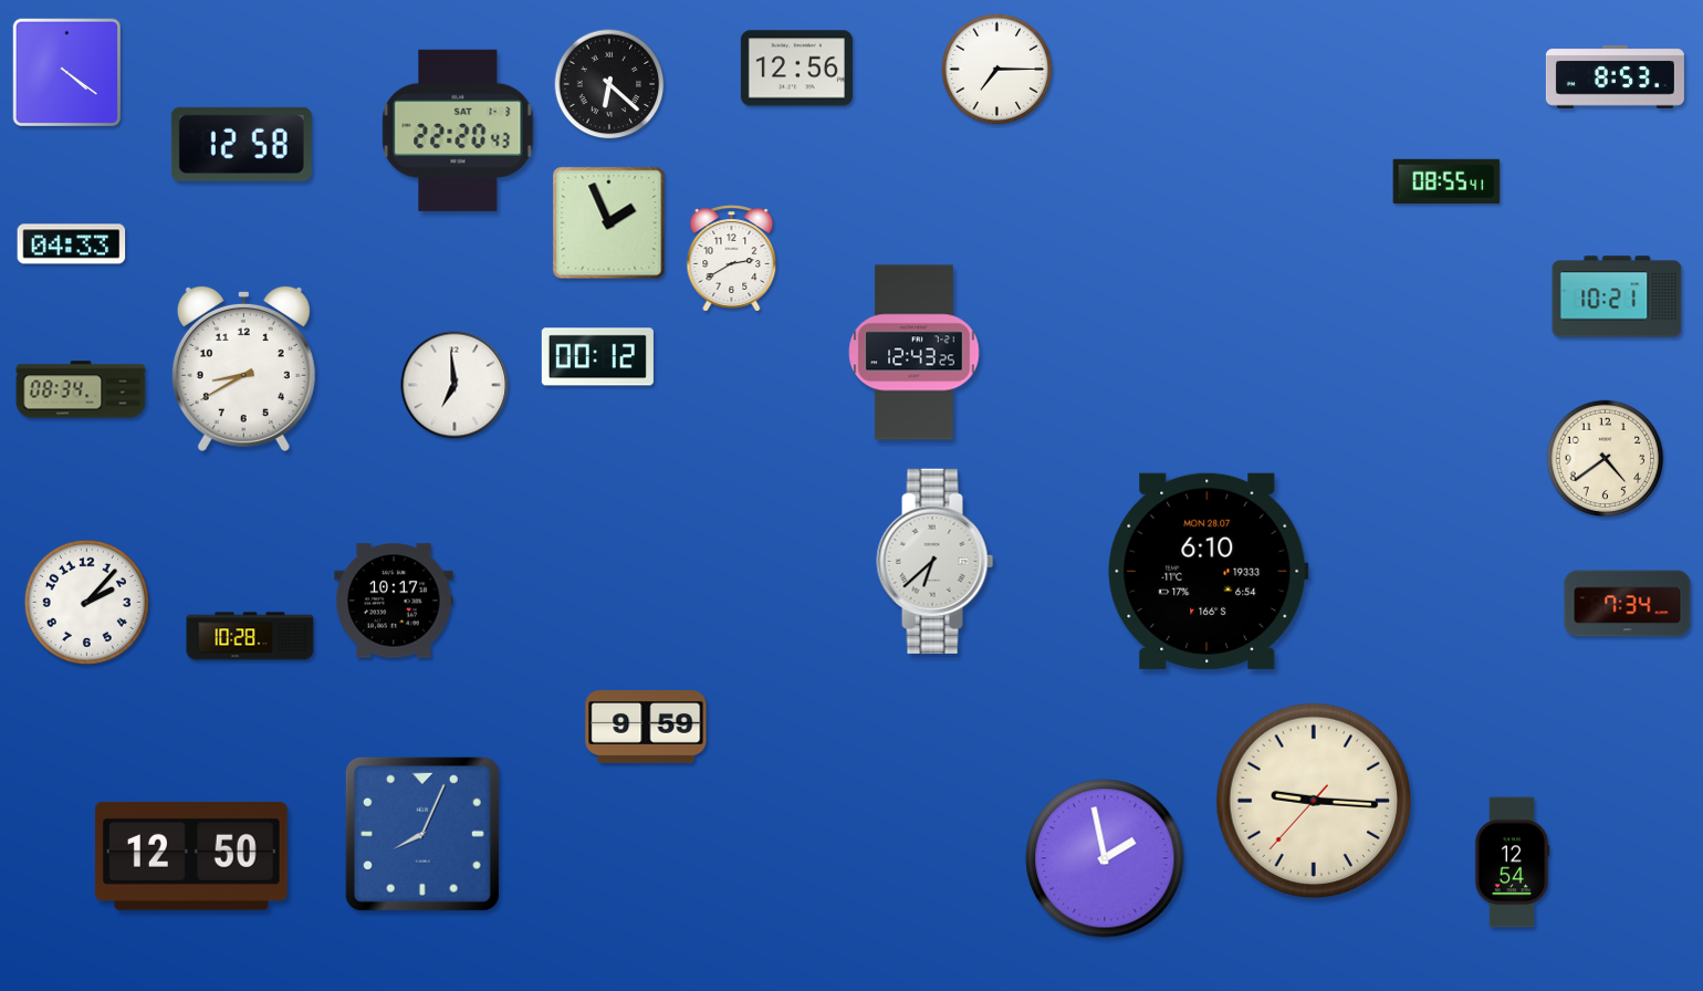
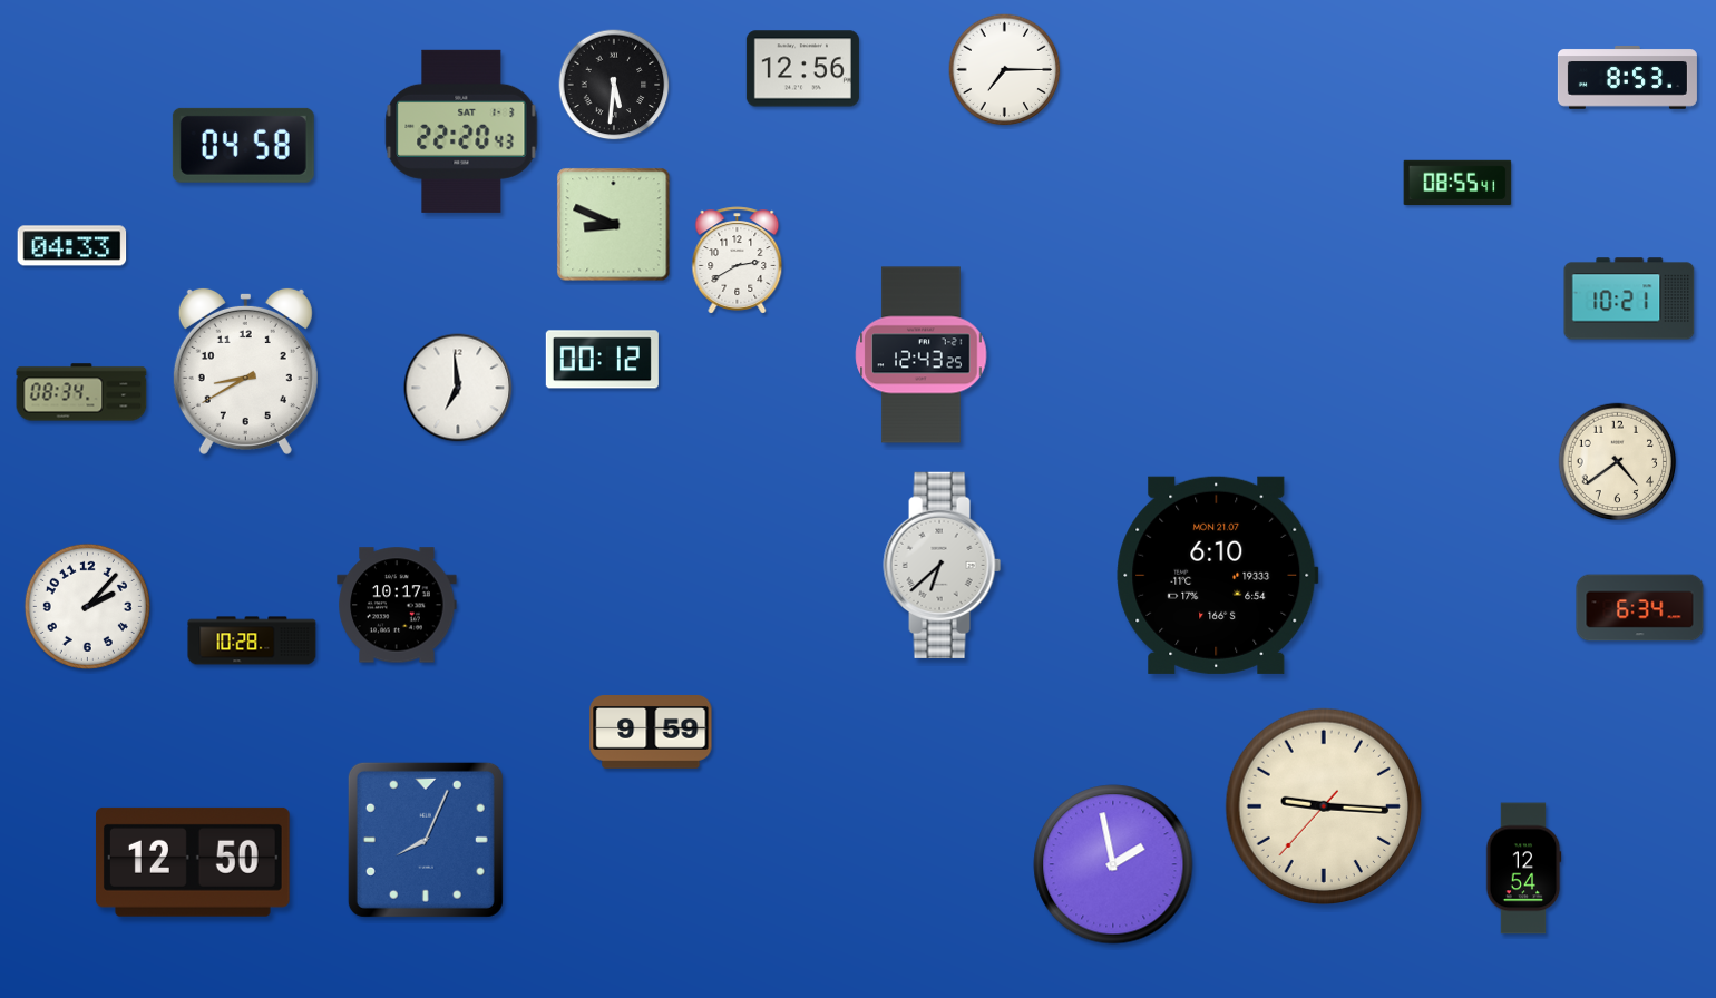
clock at (66, 72): 4:21 -> none
clock at (609, 84): 6:22 -> 5:31
clock at (241, 144): 12:58 -> 04:58
clock at (609, 223): 1:56 -> 8:49
clock at (1209, 571) date: MON 28.07 -> MON 21.07
clock at (1628, 604): 7:34 -> 6:34
